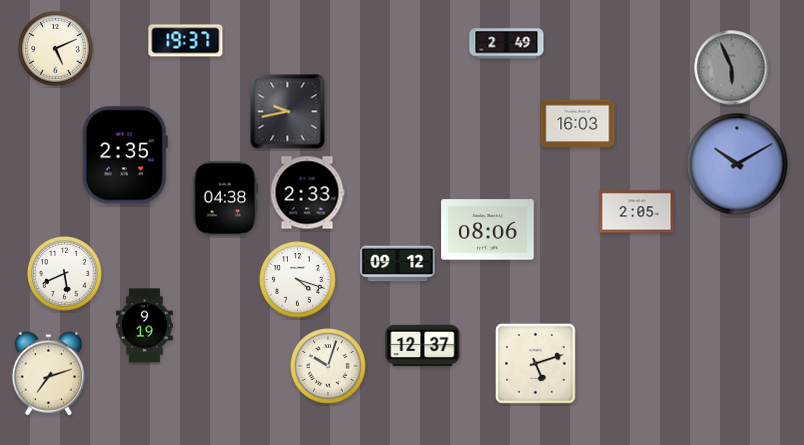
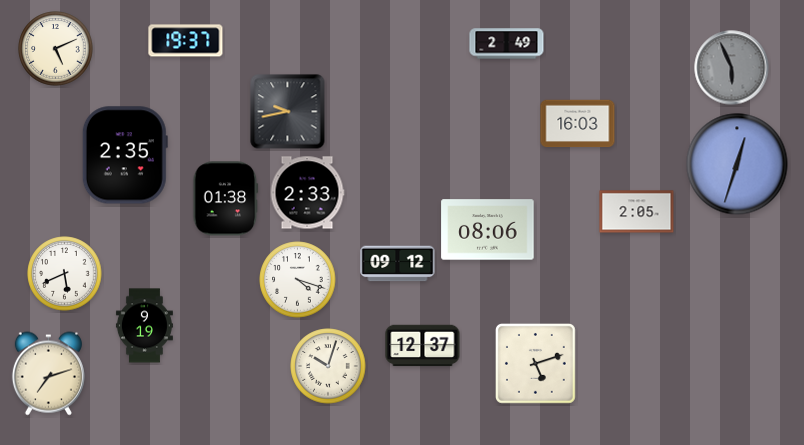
clock at (737, 164): 10:10 -> 12:33
clock at (226, 199): 04:38 -> 01:38
